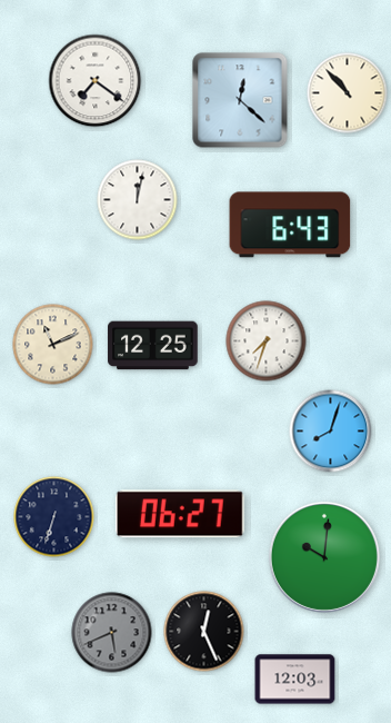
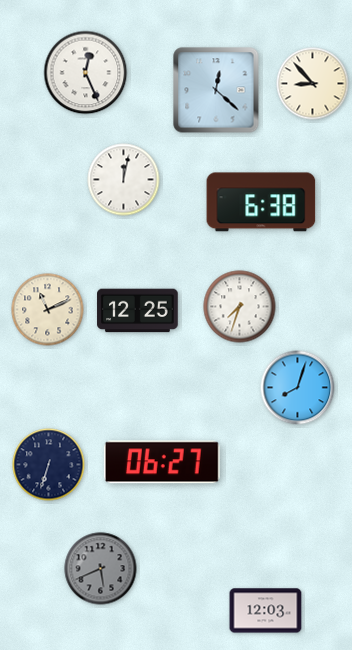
clock at (96, 81): 7:21 -> 12:26
clock at (348, 93): 10:53 -> 8:53
clock at (290, 225): 6:43 -> 6:38
clock at (324, 557): 10:01 -> none
clock at (204, 632): 12:26 -> none
